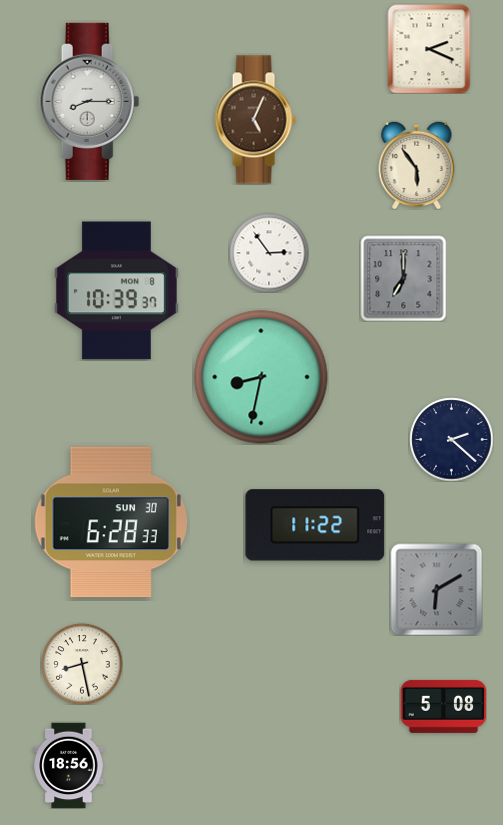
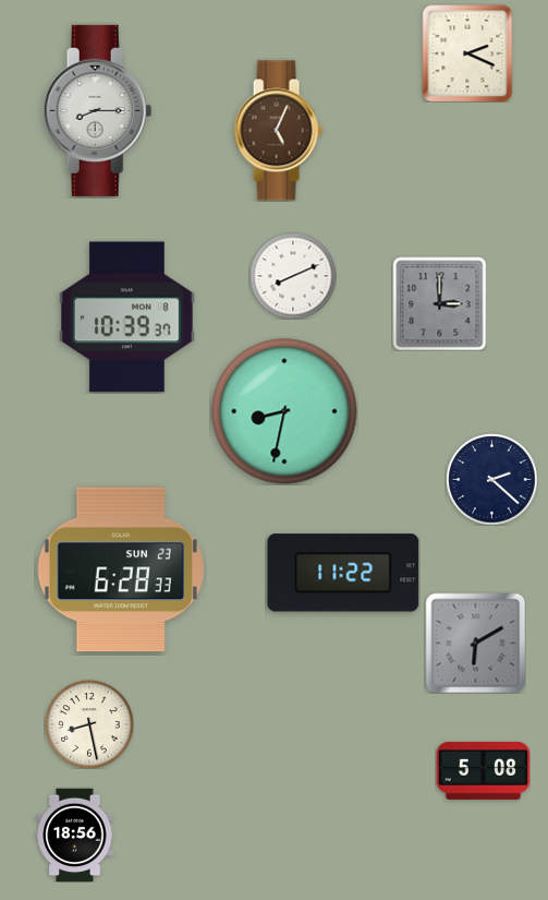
clock at (417, 165): 5:54 -> none
clock at (269, 253): 2:54 -> 8:11
clock at (403, 278): 7:00 -> 3:00
clock at (111, 522) date: SUN 30 -> SUN 23
